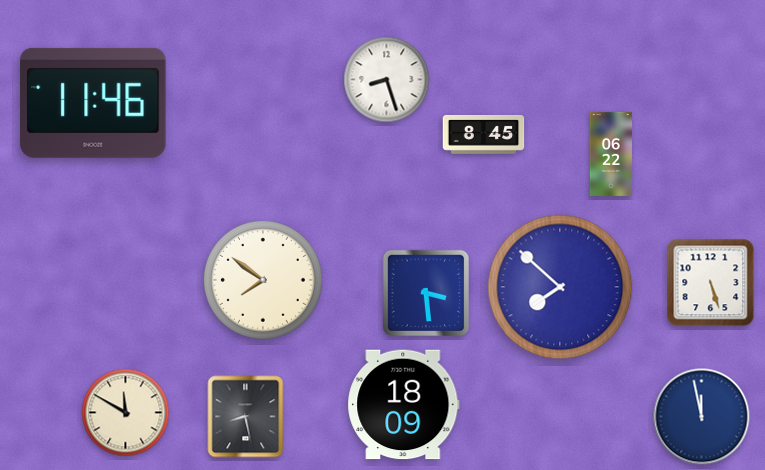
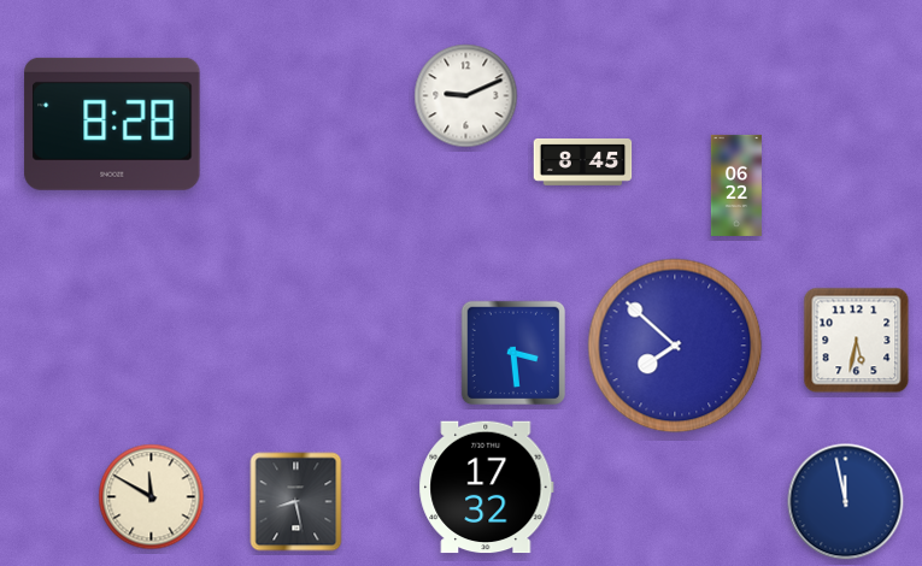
clock at (387, 80): 8:27 -> 9:11
clock at (93, 103): 11:46 -> 8:28
clock at (264, 281): 7:51 -> none
clock at (711, 283): 5:27 -> 5:32
clock at (404, 405): 18:09 -> 17:32
